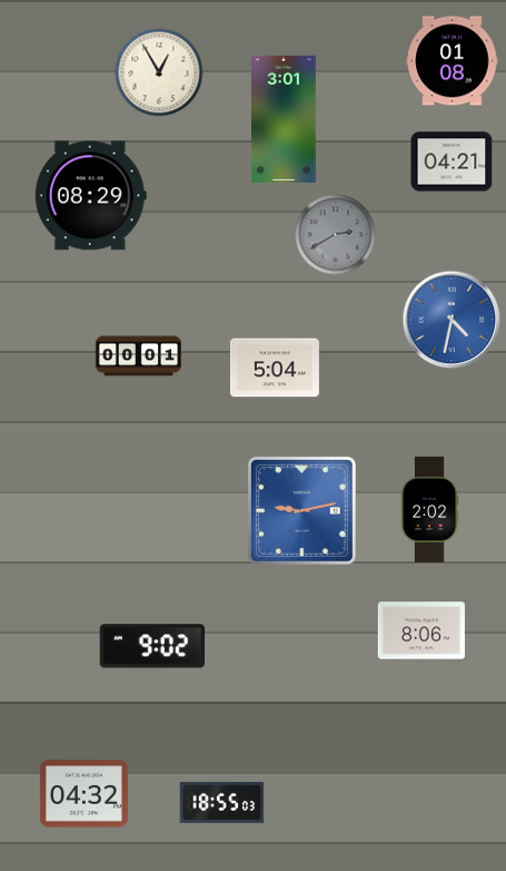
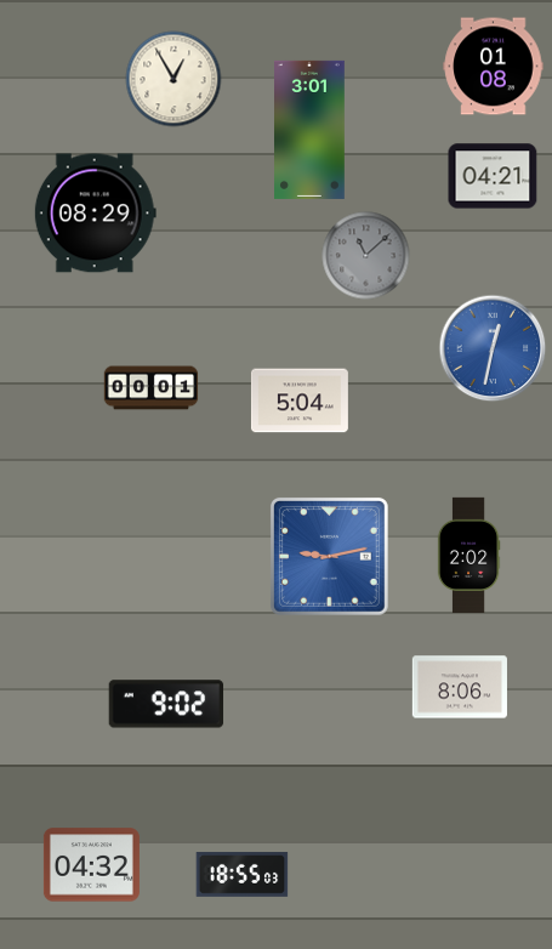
clock at (90, 196) position: (90, 196) -> (95, 214)
clock at (336, 235): 2:40 -> 11:08
clock at (452, 320): 4:32 -> 12:32
